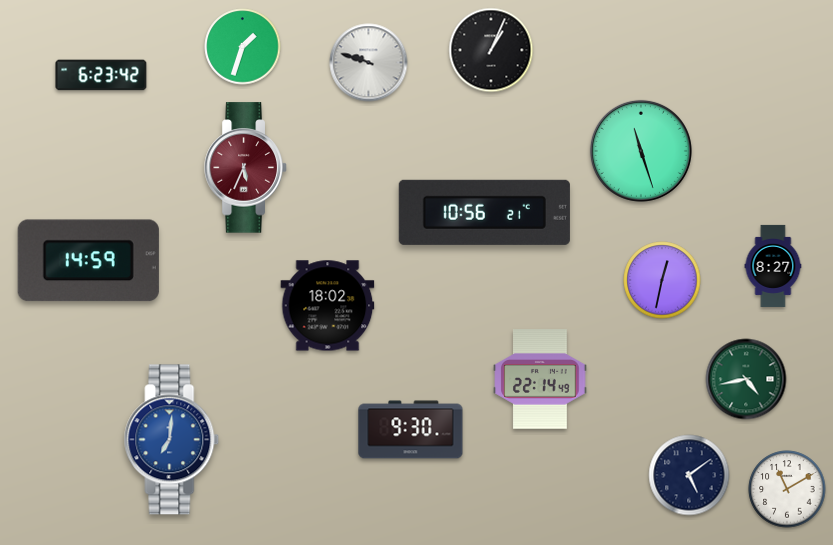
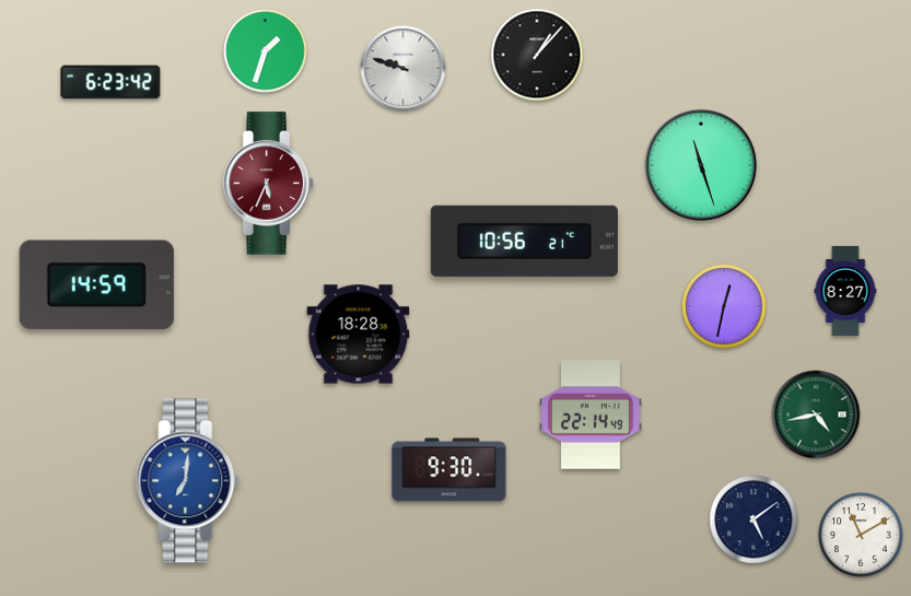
clock at (491, 50): 1:04 -> 1:07
clock at (484, 212) position: (484, 212) -> (524, 241)
clock at (328, 306): 18:02 -> 18:28
